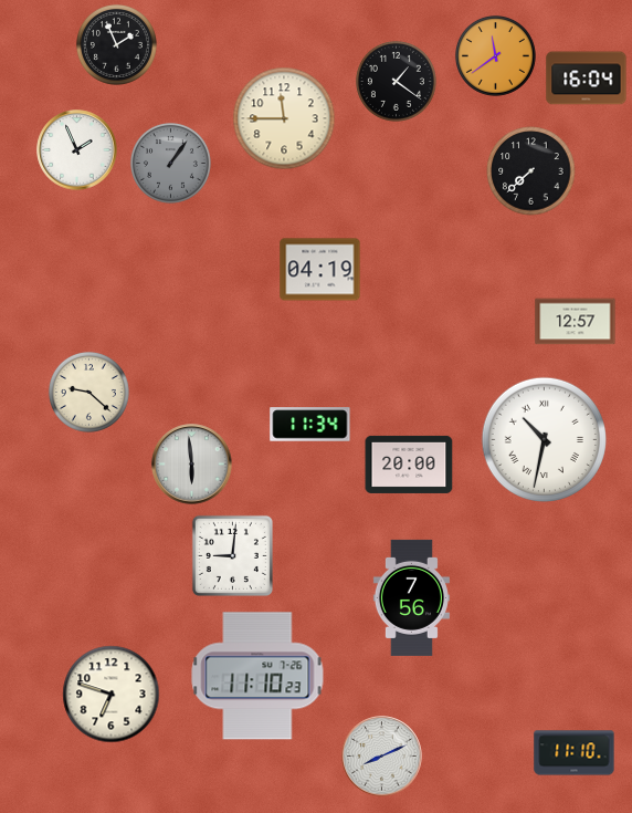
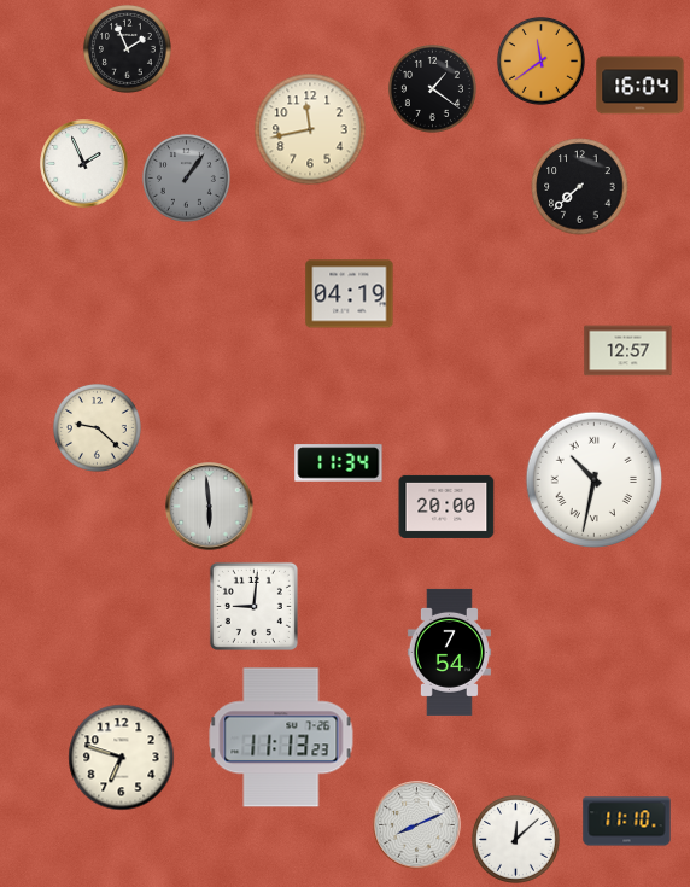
clock at (284, 118): 11:45 -> 11:43
clock at (411, 597): 7:56 -> 7:54
clock at (257, 676): 11:10 -> 11:13
clock at (515, 839): none -> 12:08
